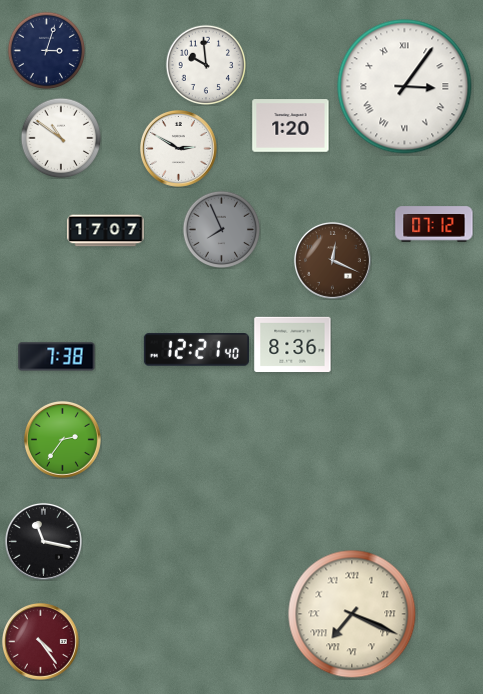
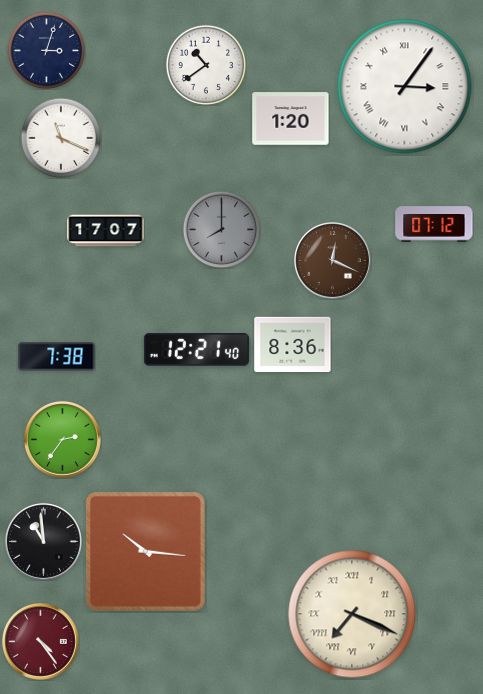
clock at (206, 65): 9:59 -> 10:39
clock at (291, 126) position: (291, 126) -> (291, 119)
clock at (61, 138): 10:51 -> 11:19
clock at (178, 148): 2:50 -> none
clock at (221, 229): 7:56 -> 8:00
clock at (43, 541): 11:17 -> 10:59
clock at (145, 551): none -> 10:16
